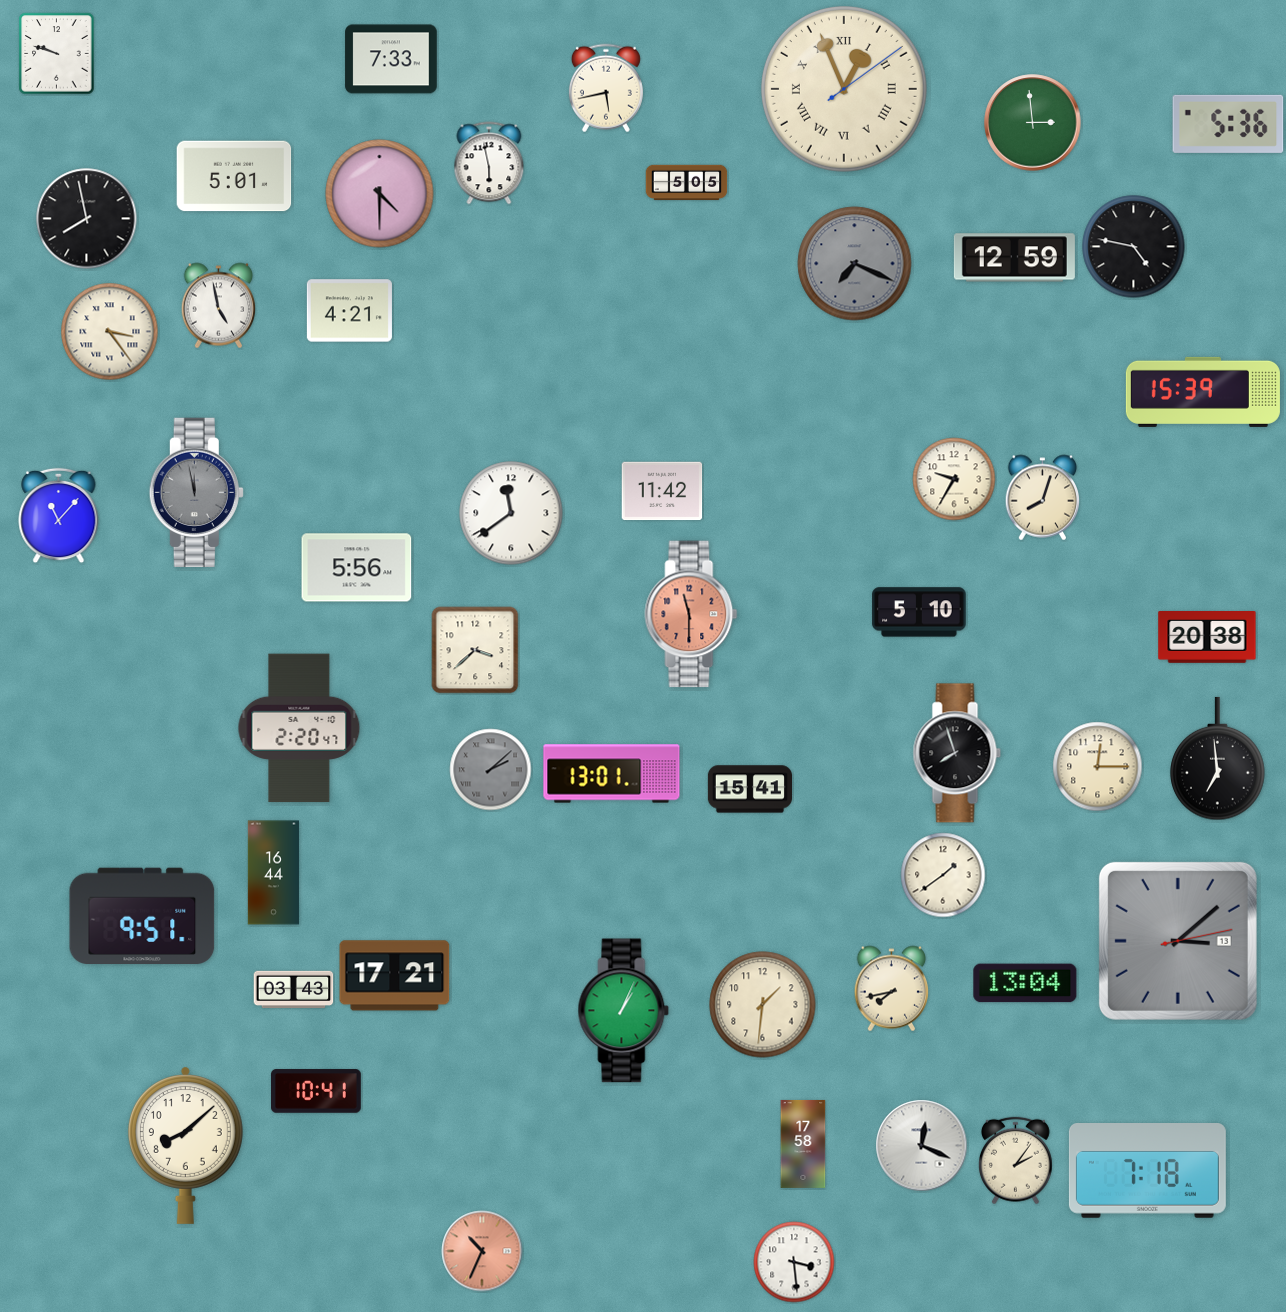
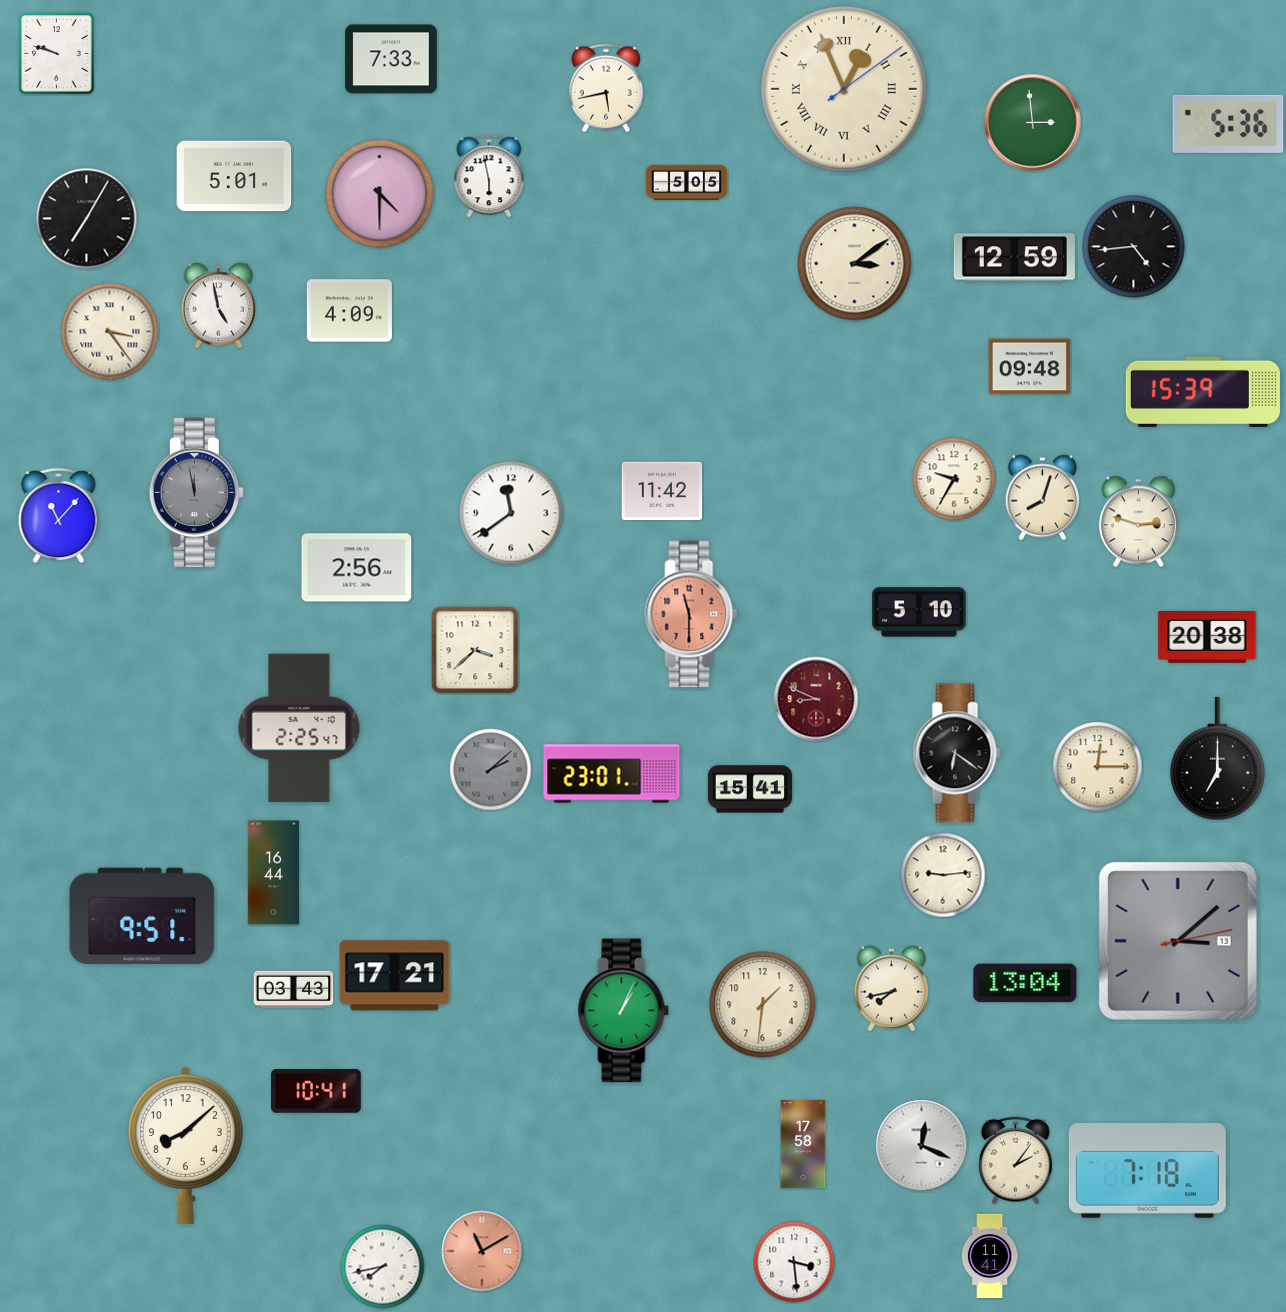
clock at (489, 163) position: (489, 163) -> (489, 176)
clock at (87, 219): 7:58 -> 7:05
clock at (1134, 247): 4:47 -> 4:44
clock at (855, 264): 7:19 -> 3:09
clock at (855, 264) dial: grey -> cream
clock at (349, 311): 4:21 -> 4:09
clock at (1030, 367): none -> 09:48
clock at (1138, 522): none -> 2:48
clock at (357, 568): 5:56 -> 2:56
clock at (816, 699): none -> 8:49
clock at (299, 728): 2:20 -> 2:25
clock at (957, 753): 7:57 -> 6:21
clock at (1218, 759): 6:59 -> 7:00
clock at (612, 774): 13:01 -> 23:01
clock at (943, 875): 1:39 -> 9:14
clock at (482, 1251): 10:34 -> 11:10
clock at (990, 1255): none -> 11:41
clock at (383, 1267): none -> 7:43
